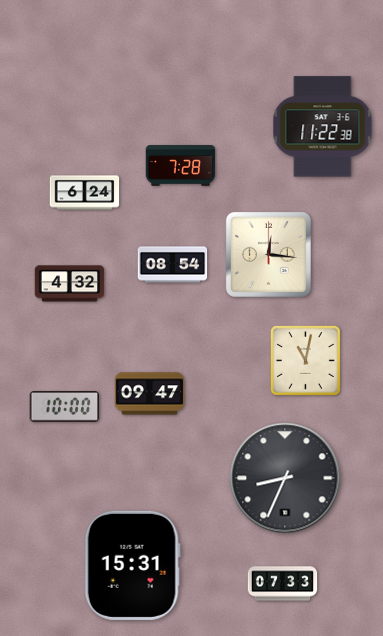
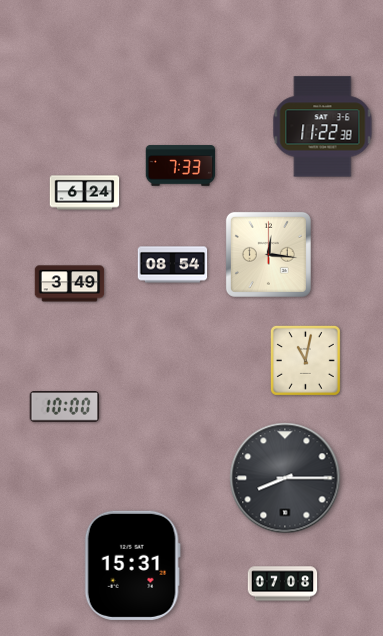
clock at (181, 166): 7:28 -> 7:33
clock at (70, 284): 4:32 -> 3:49
clock at (150, 394): 09:47 -> none
clock at (285, 478): 8:34 -> 8:15
clock at (283, 584): 07:33 -> 07:08
